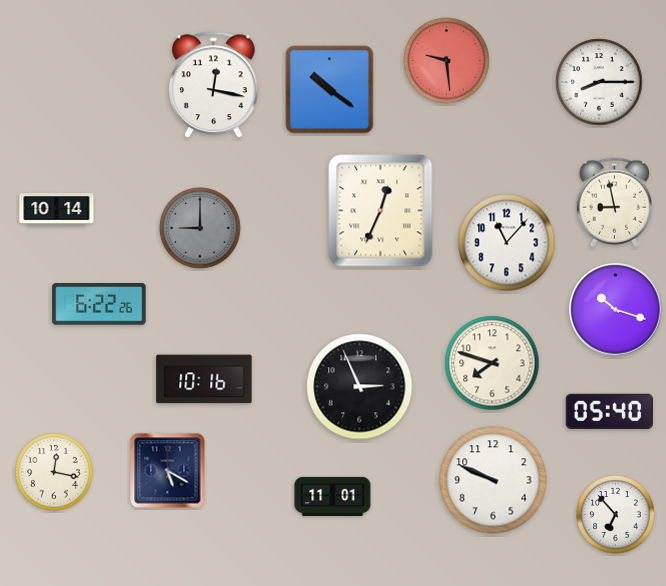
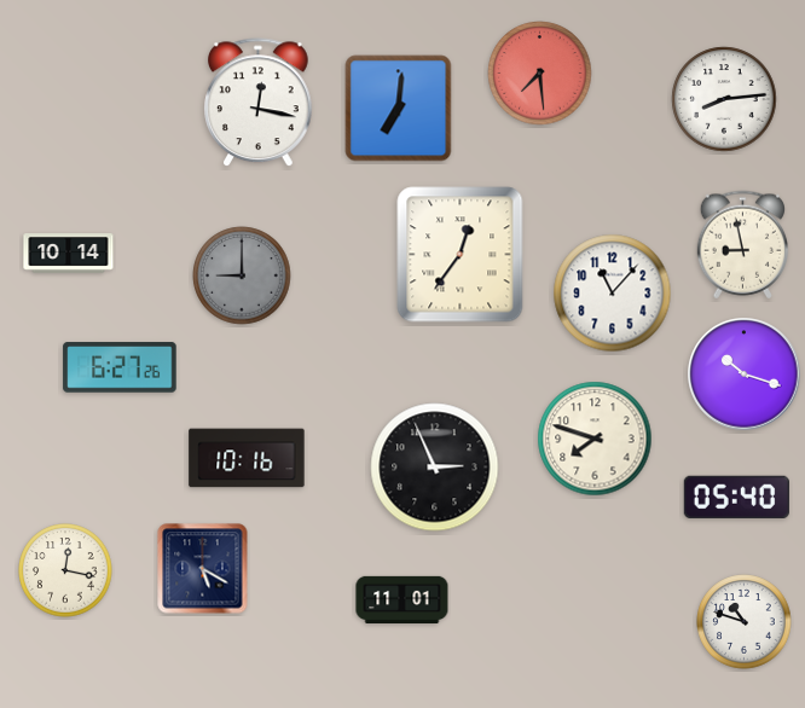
clock at (447, 61): 9:29 -> 7:29
clock at (599, 82): 8:15 -> 8:14
clock at (330, 90): 10:21 -> 7:01
clock at (381, 211): 12:34 -> 12:36
clock at (99, 304): 6:22 -> 6:27
clock at (493, 480): 9:49 -> none
clock at (616, 515): 6:53 -> 10:48
